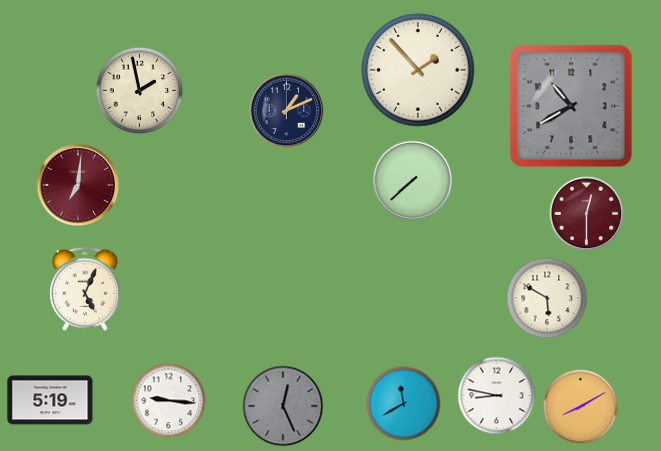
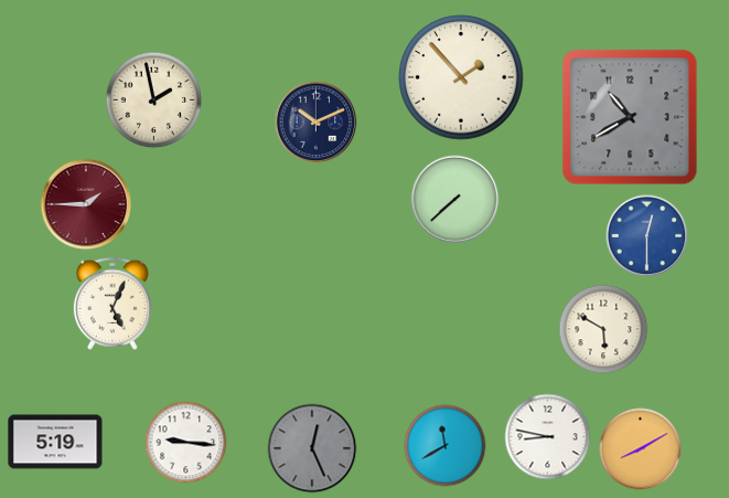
clock at (287, 111): 1:11 -> 10:11
clock at (78, 185): 7:01 -> 1:45
clock at (587, 214) dial: burgundy -> blue
clock at (85, 289) position: (85, 289) -> (112, 304)
